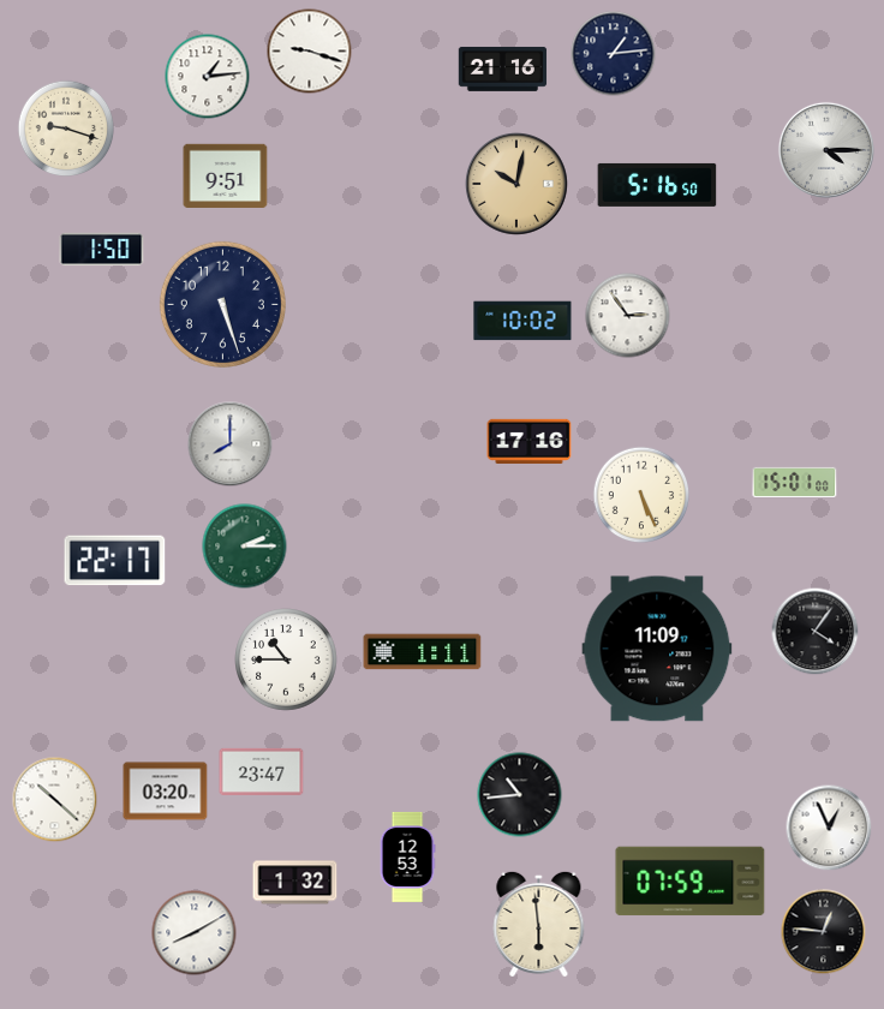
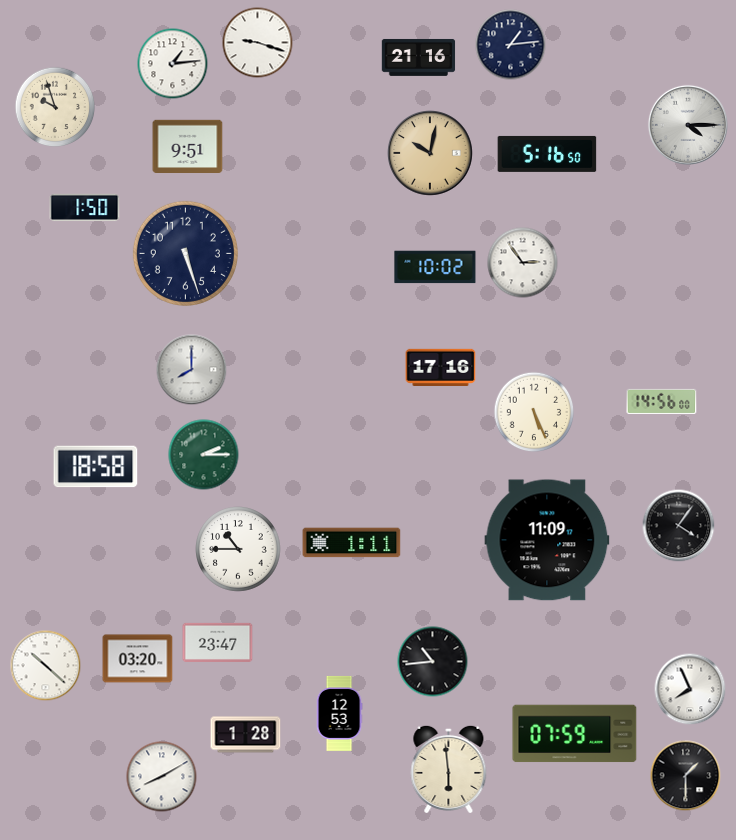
clock at (66, 129): 9:18 -> 9:57
clock at (795, 482): 15:01 -> 14:56
clock at (115, 561): 22:17 -> 18:58
clock at (829, 828): 12:56 -> 7:56
clock at (295, 883): 1:32 -> 1:28
clock at (824, 932): 12:46 -> 1:30
